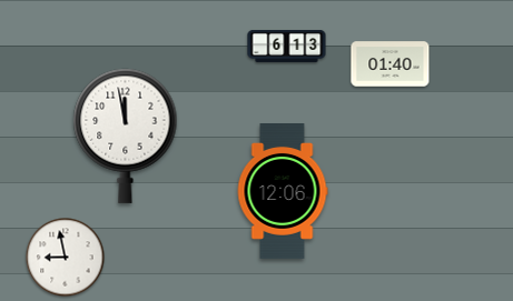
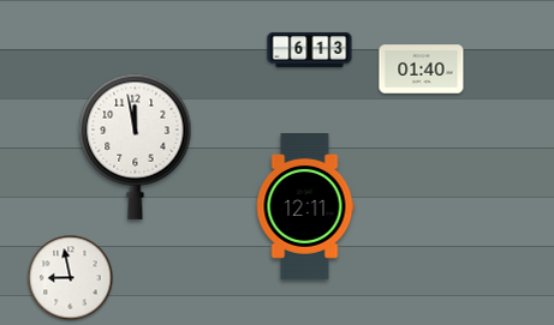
clock at (283, 192): 12:06 -> 12:11
